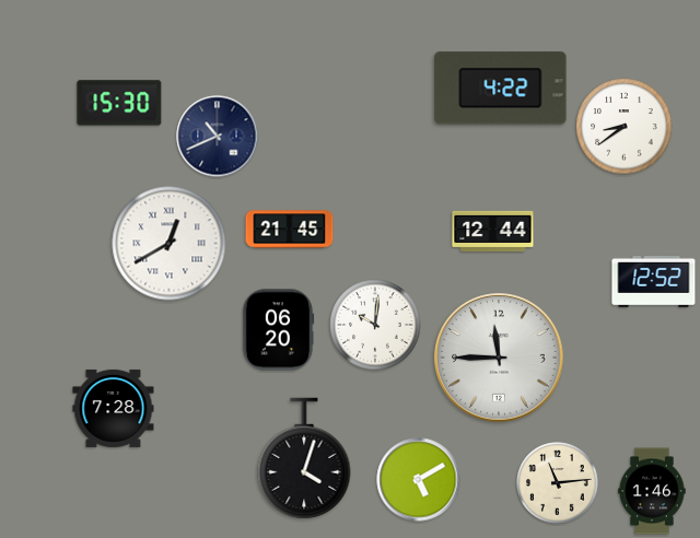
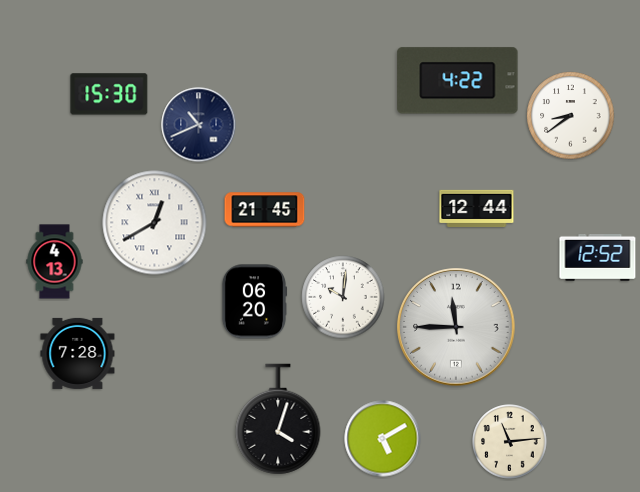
clock at (493, 231) position: (493, 231) -> (477, 208)
clock at (55, 262): none -> 4:13
clock at (114, 408) position: (114, 408) -> (78, 353)
clock at (652, 491): 1:46 -> none
